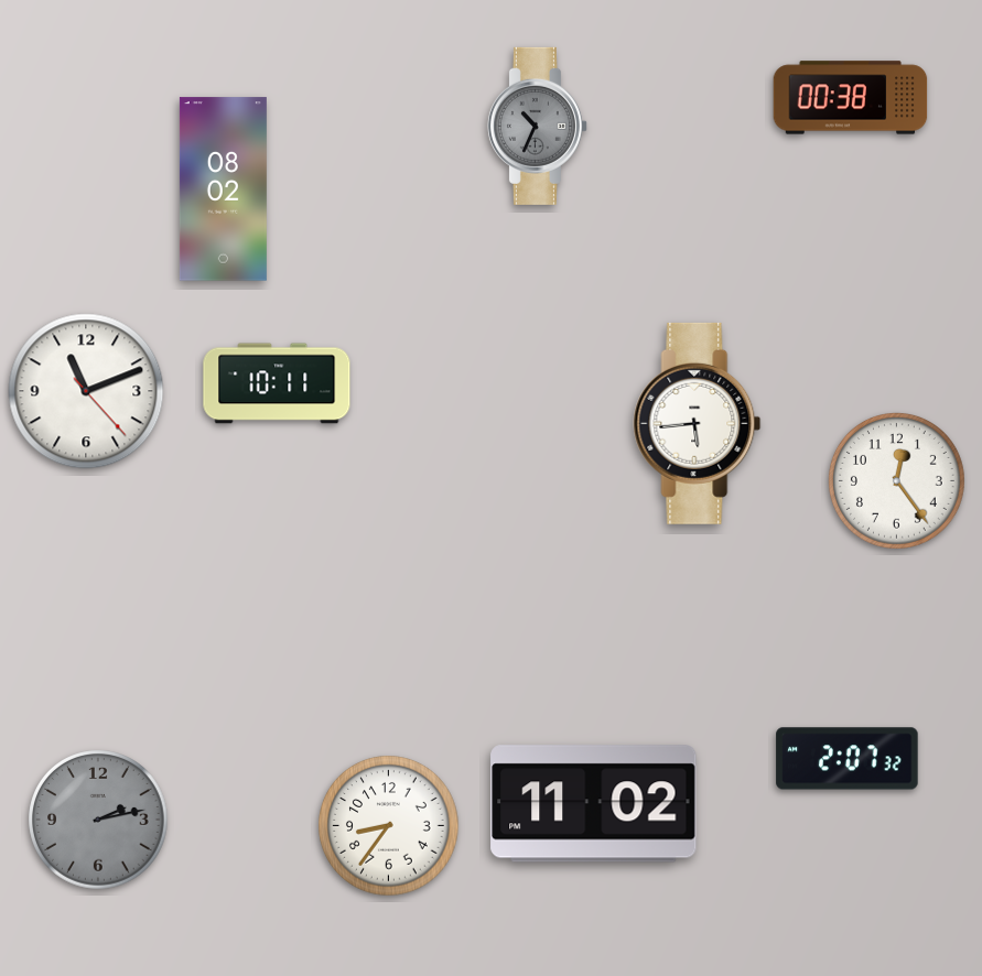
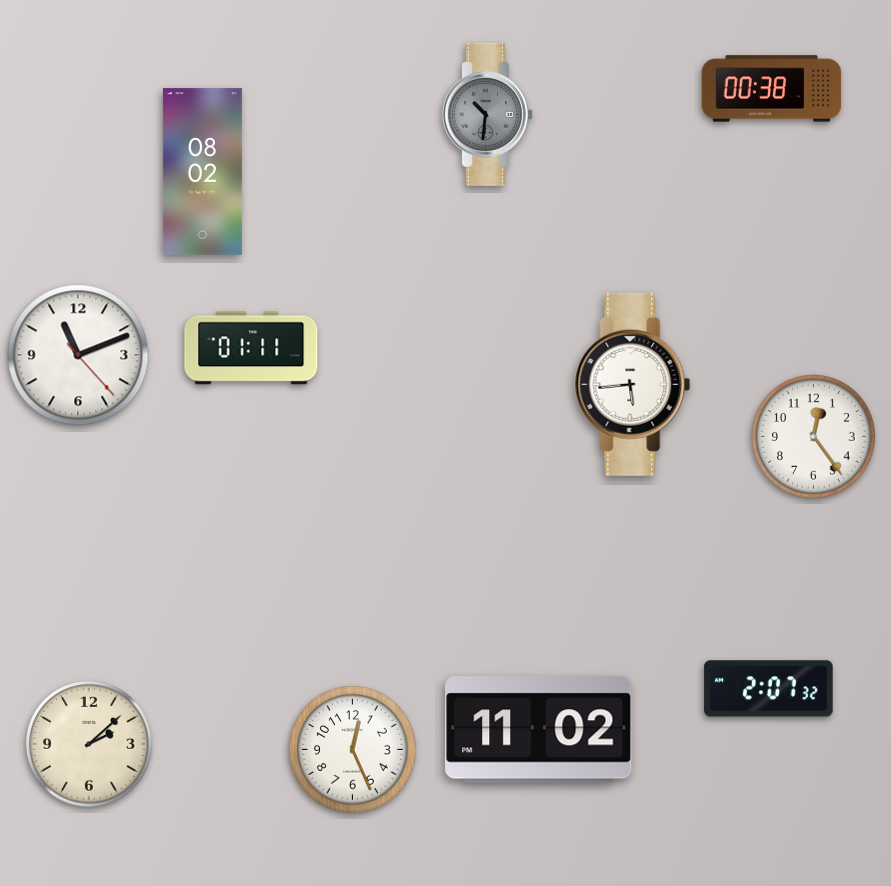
clock at (537, 126): 10:34 -> 10:31
clock at (277, 383): 10:11 -> 01:11
clock at (98, 820): 2:13 -> 2:08
clock at (98, 820) dial: grey -> cream
clock at (389, 826): 8:36 -> 12:26
